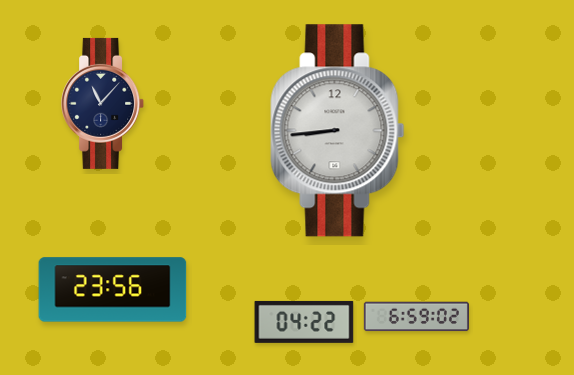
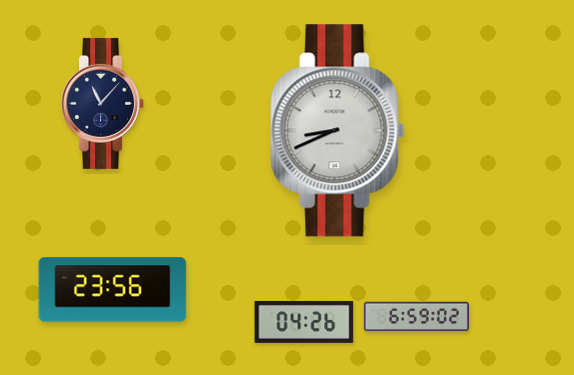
clock at (338, 131): 8:44 -> 8:41
clock at (304, 322): 04:22 -> 04:26
